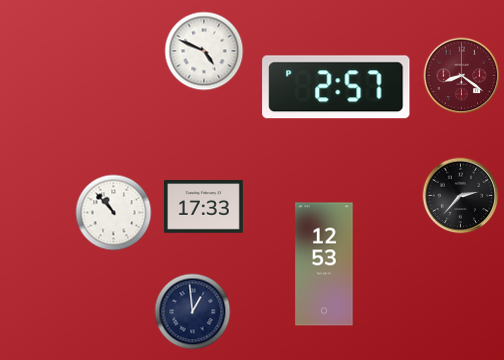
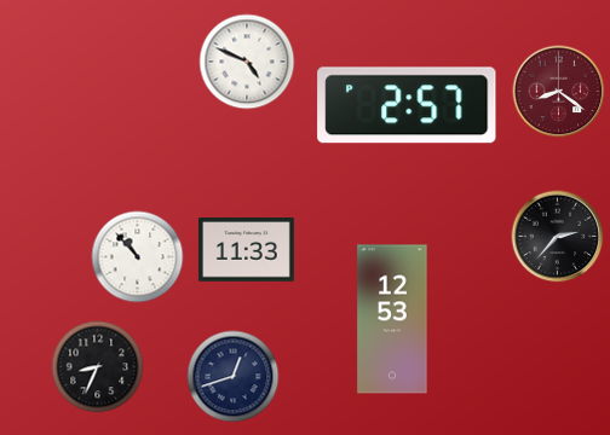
clock at (203, 207): 17:33 -> 11:33
clock at (98, 367): none -> 8:34
clock at (193, 312): 12:59 -> 12:42
